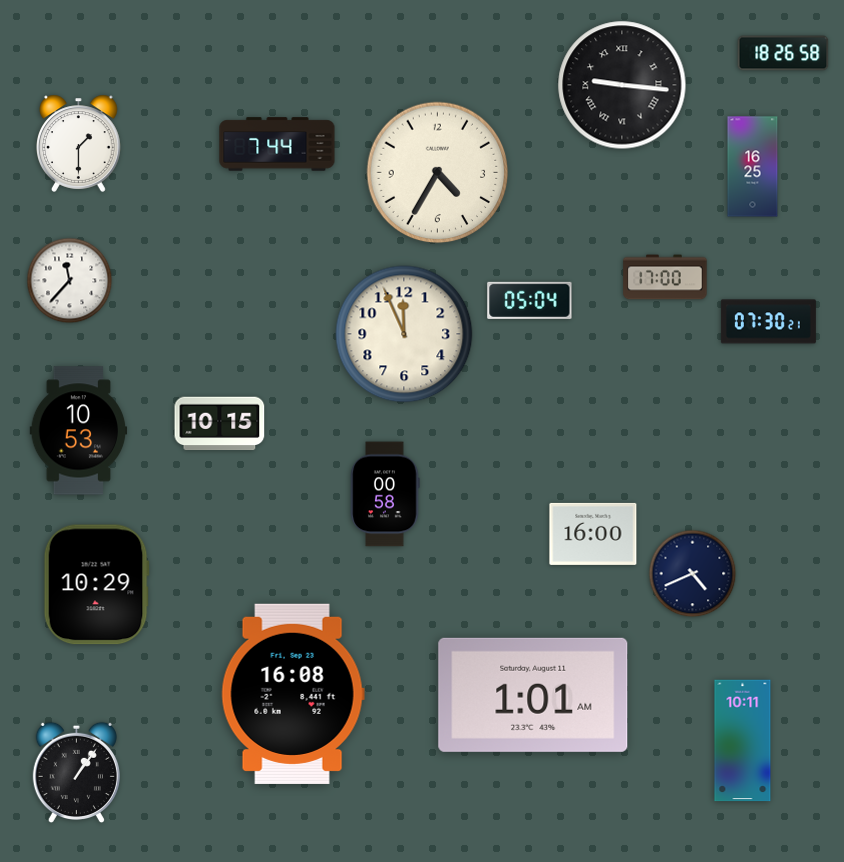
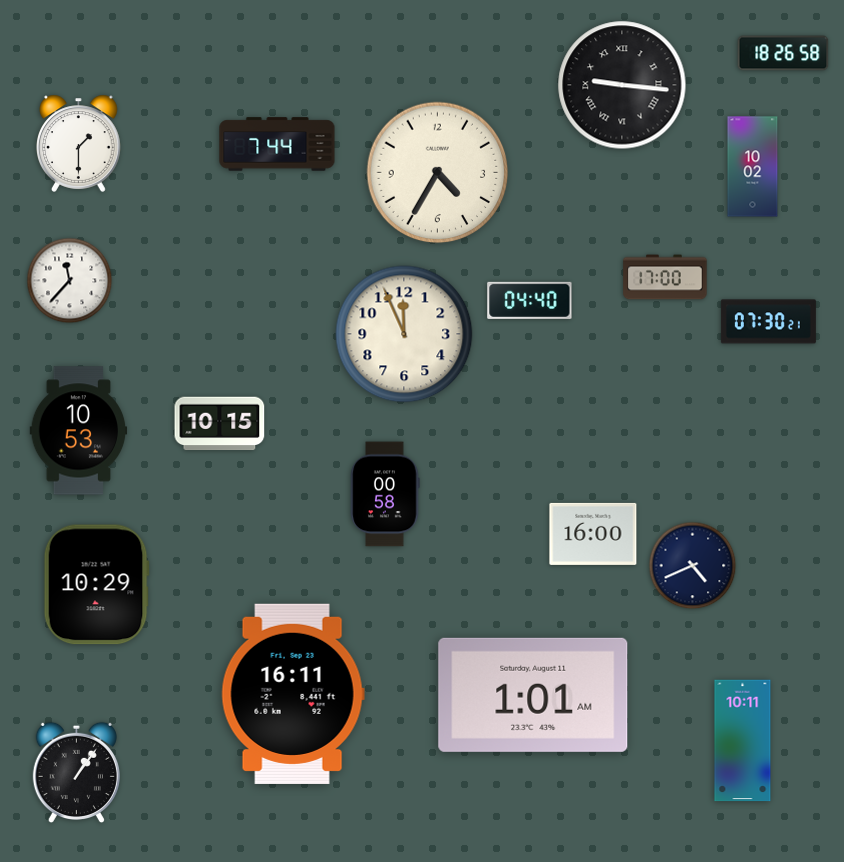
clock at (753, 167): 16:25 -> 10:02
clock at (530, 300): 05:04 -> 04:40
clock at (693, 574) position: (693, 574) -> (693, 566)
clock at (293, 694): 16:08 -> 16:11
